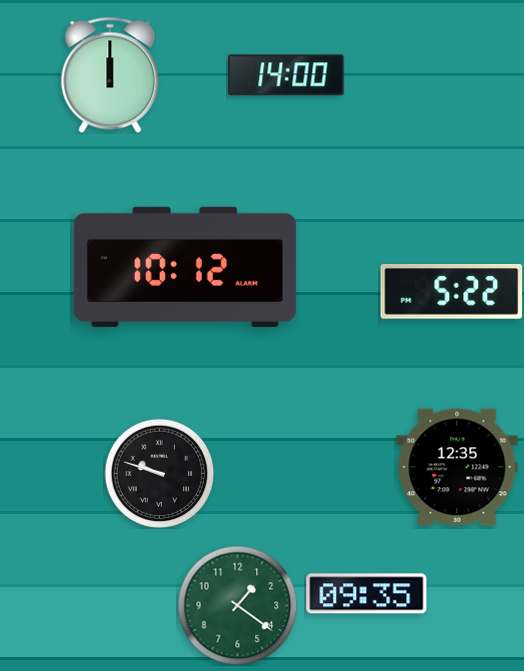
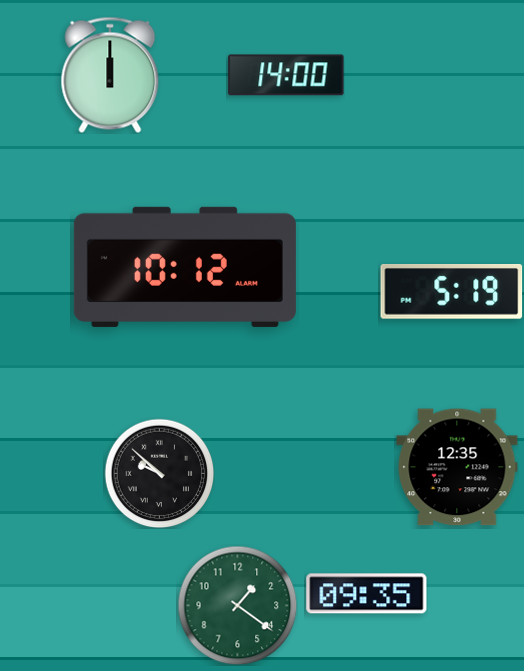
clock at (452, 292): 5:22 -> 5:19
clock at (159, 473): 9:48 -> 9:52
